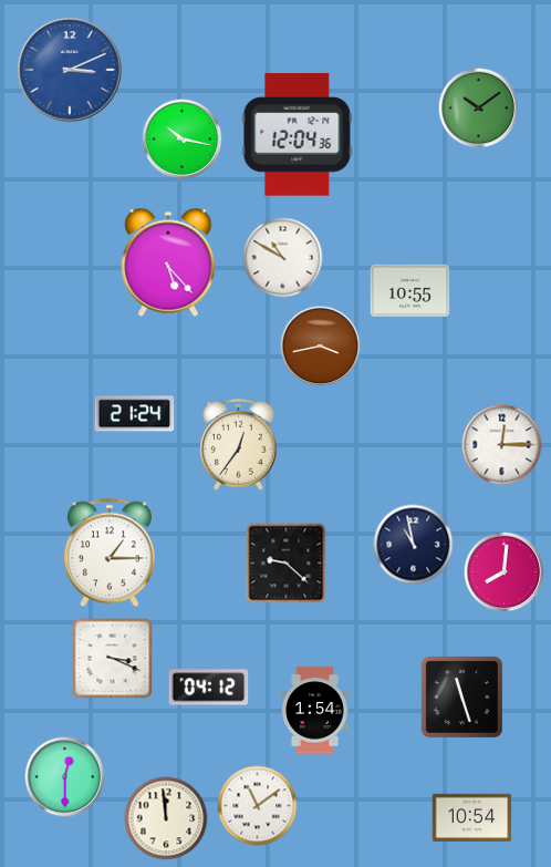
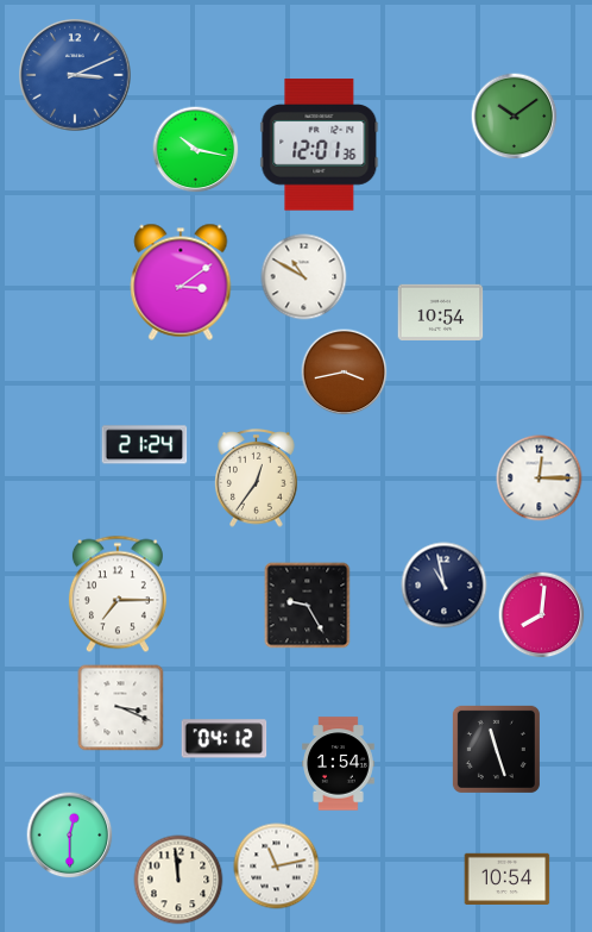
clock at (298, 135): 12:04 -> 12:01
clock at (168, 262): 5:23 -> 3:09
clock at (410, 290): 10:55 -> 10:54
clock at (110, 553): 1:15 -> 7:15
clock at (287, 564): 9:22 -> 9:25
clock at (258, 806): 11:09 -> 11:13
